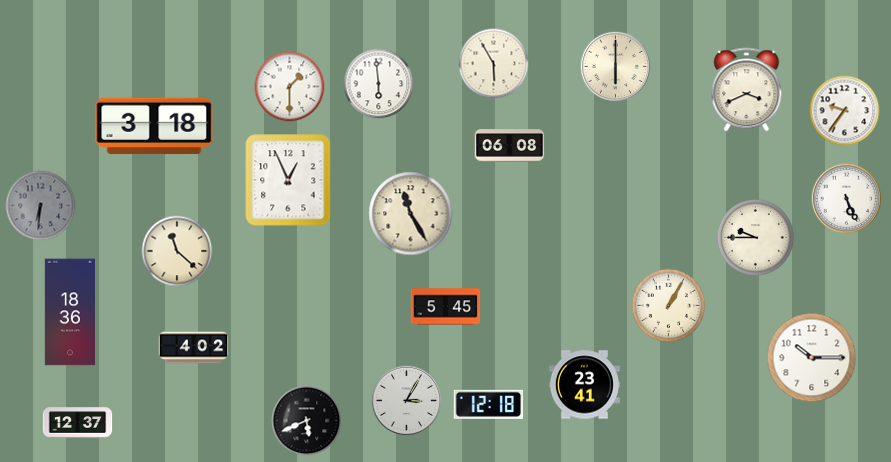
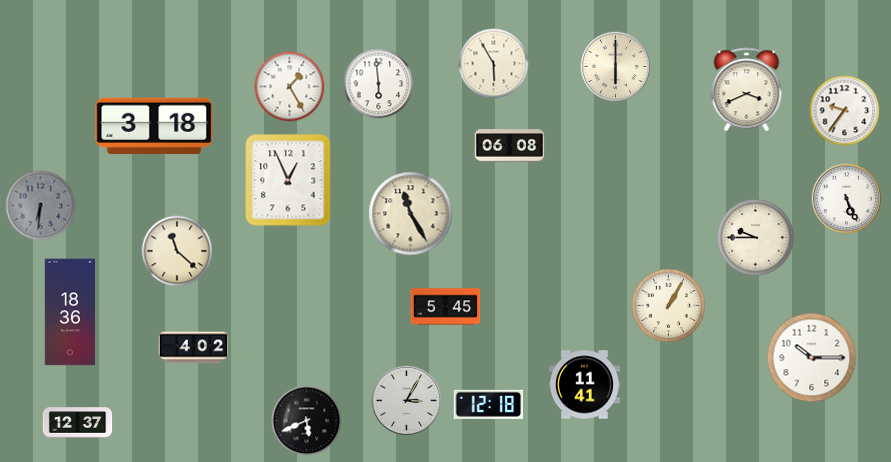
clock at (290, 87): 1:30 -> 1:25
clock at (584, 385): 23:41 -> 11:41
